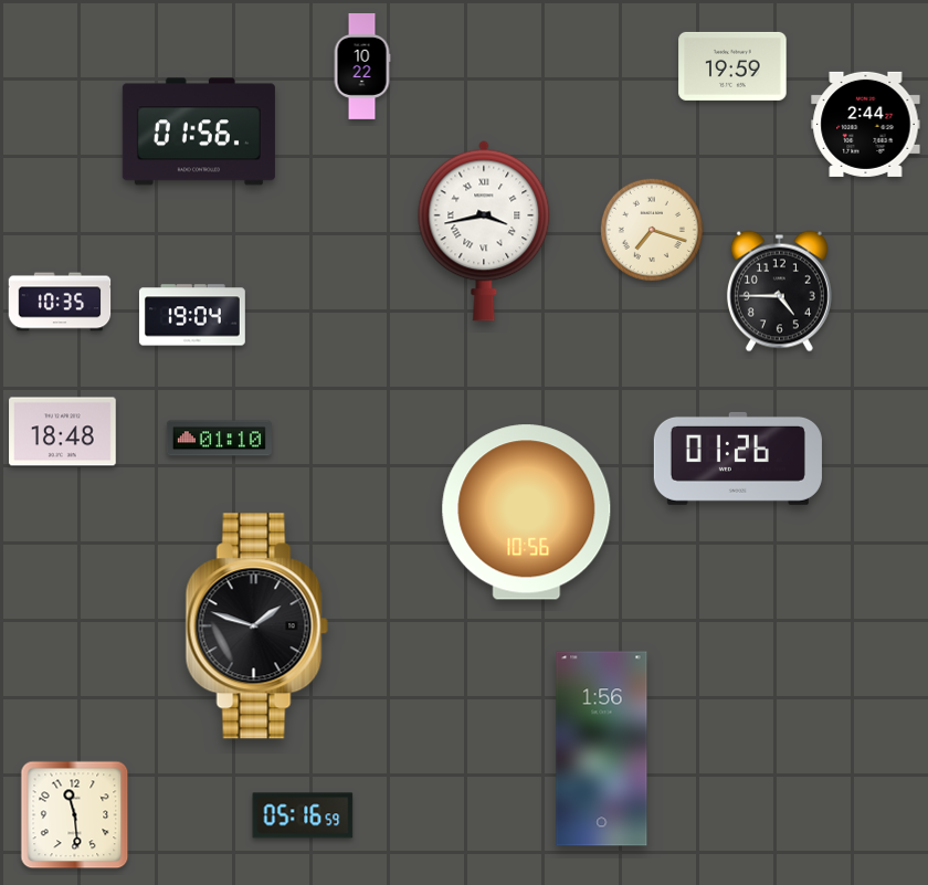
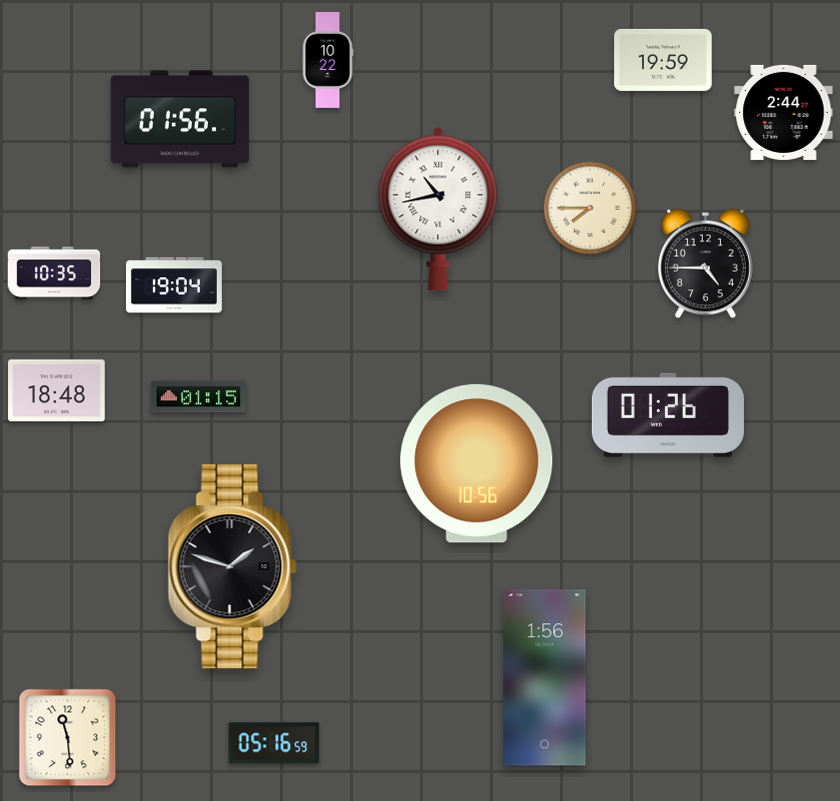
clock at (652, 230): 7:18 -> 7:45
clock at (484, 231): 3:43 -> 10:43
clock at (219, 439): 01:10 -> 01:15
clock at (303, 815) position: (303, 815) -> (274, 743)
